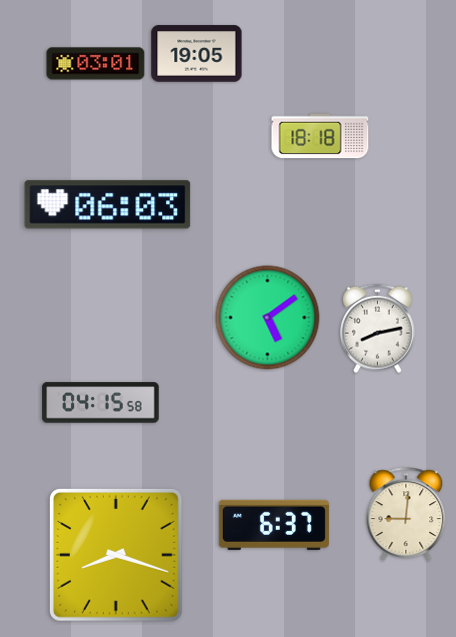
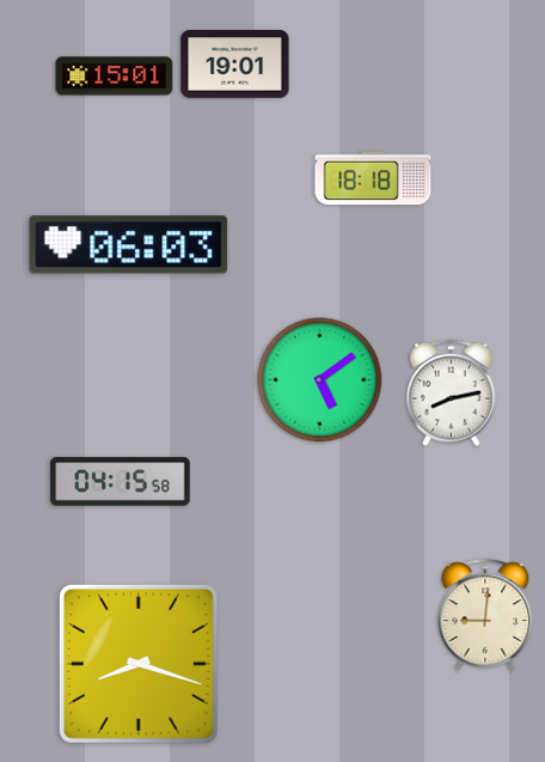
clock at (197, 54): 19:05 -> 19:01
clock at (96, 64): 03:01 -> 15:01
clock at (320, 136) position: (320, 136) -> (373, 178)
clock at (274, 525): 6:37 -> none
